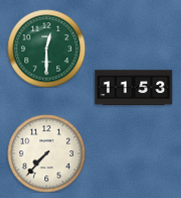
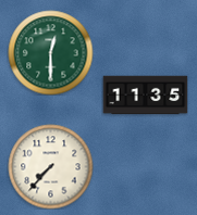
clock at (133, 88): 11:53 -> 11:35
